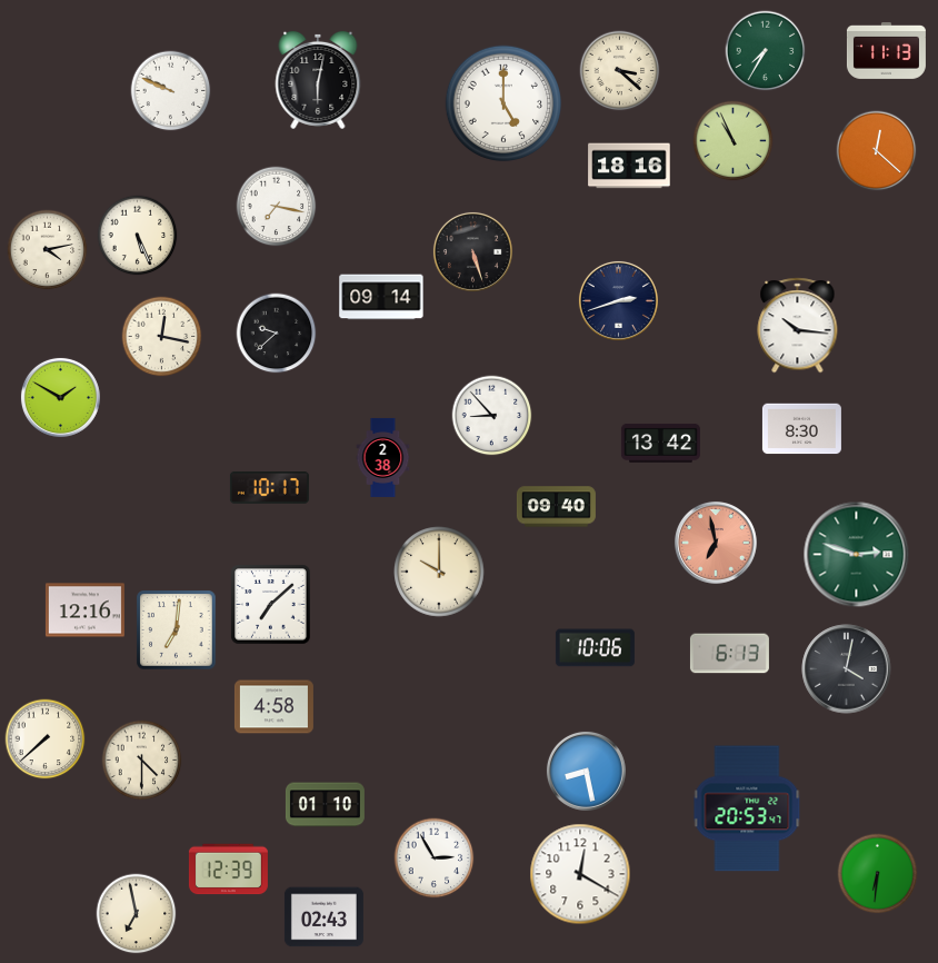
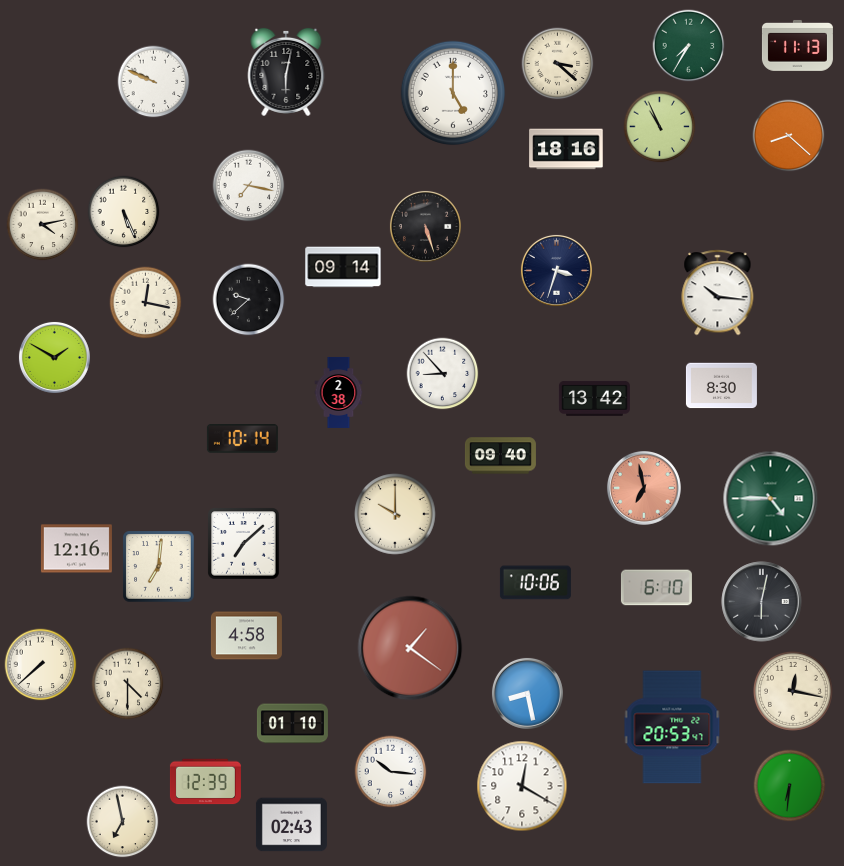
clock at (877, 151): 12:22 -> 8:22
clock at (618, 300): 2:42 -> 3:33
clock at (383, 457) position: (383, 457) -> (339, 392)
clock at (269, 488): 10:17 -> 10:14
clock at (857, 555): 2:48 -> 4:45
clock at (729, 654): 6:13 -> 6:10
clock at (847, 669): 4:02 -> 6:02
clock at (410, 648): none -> 1:21
clock at (793, 691): none -> 12:17
clock at (435, 858): 2:55 -> 10:16
